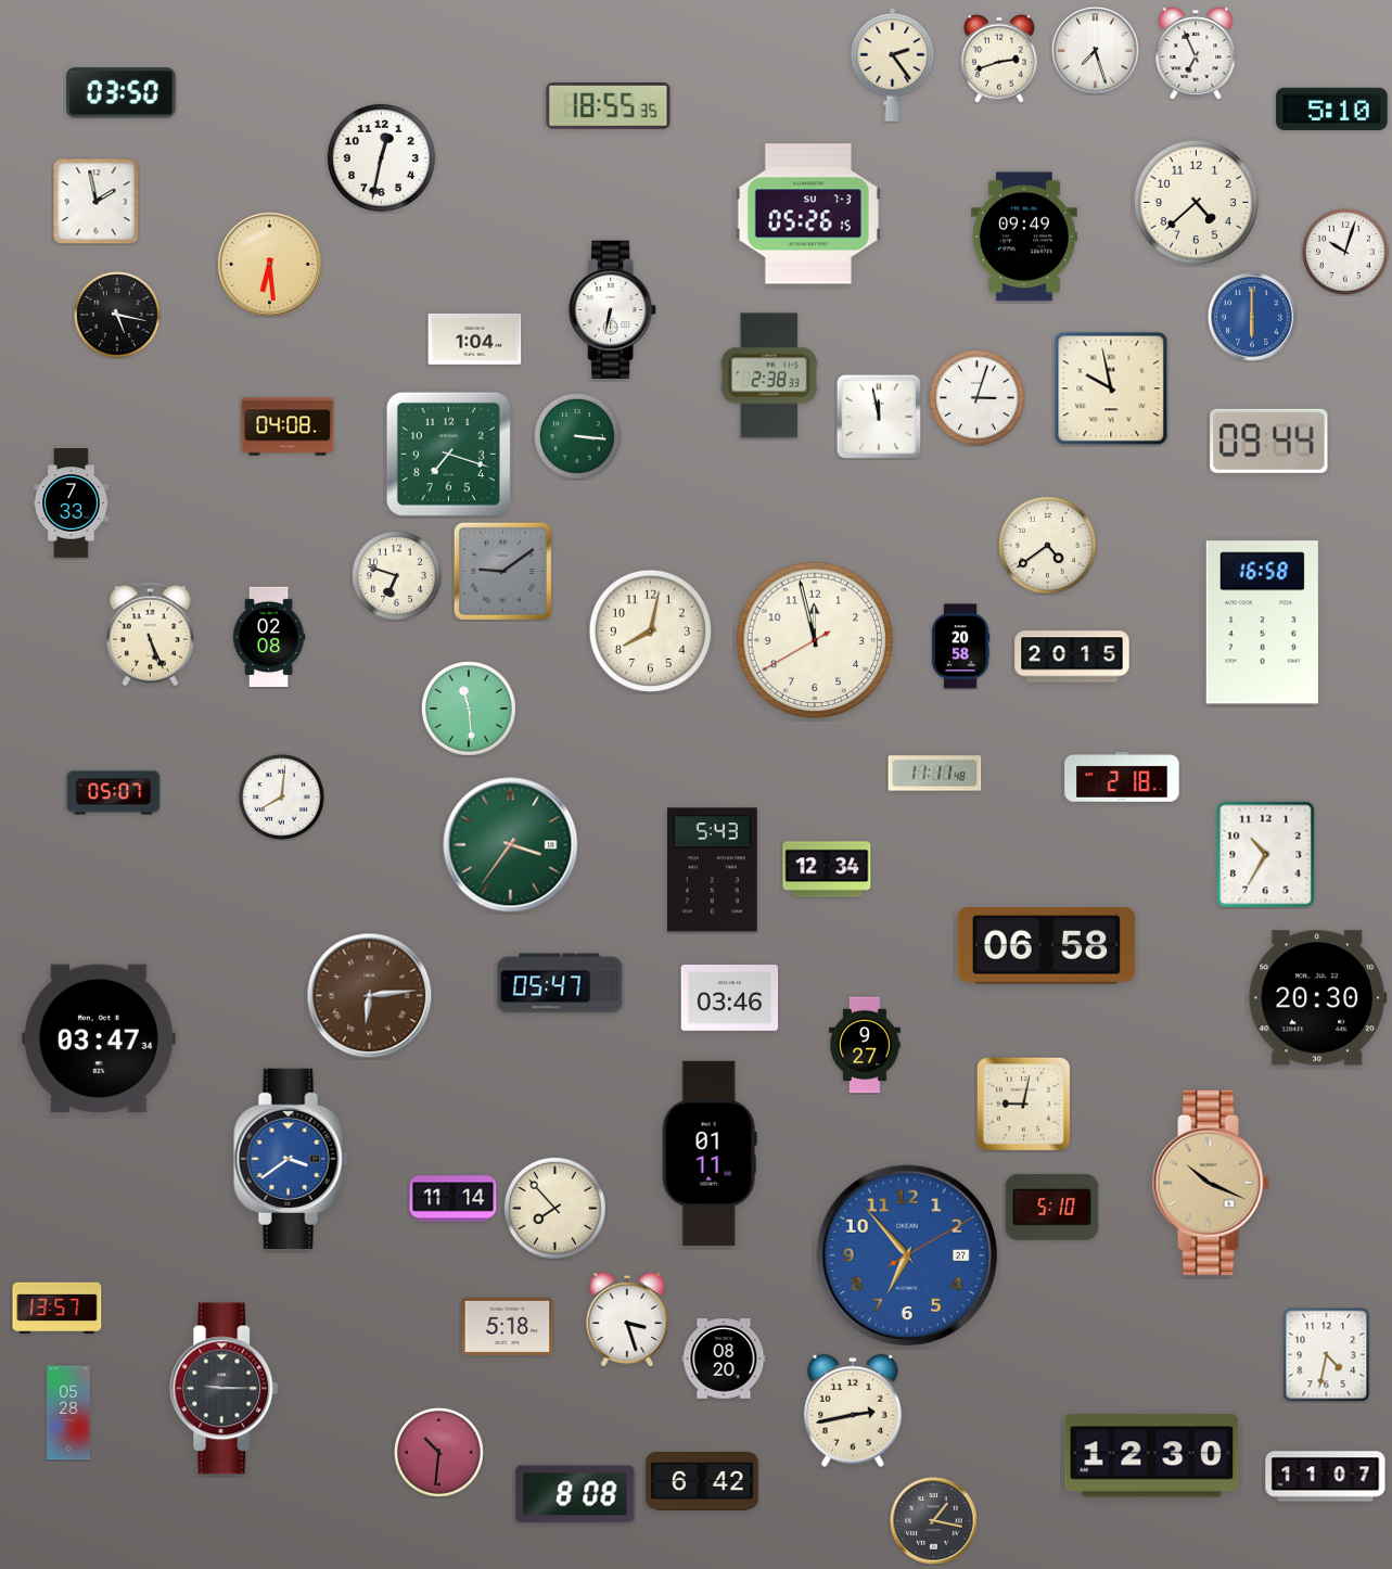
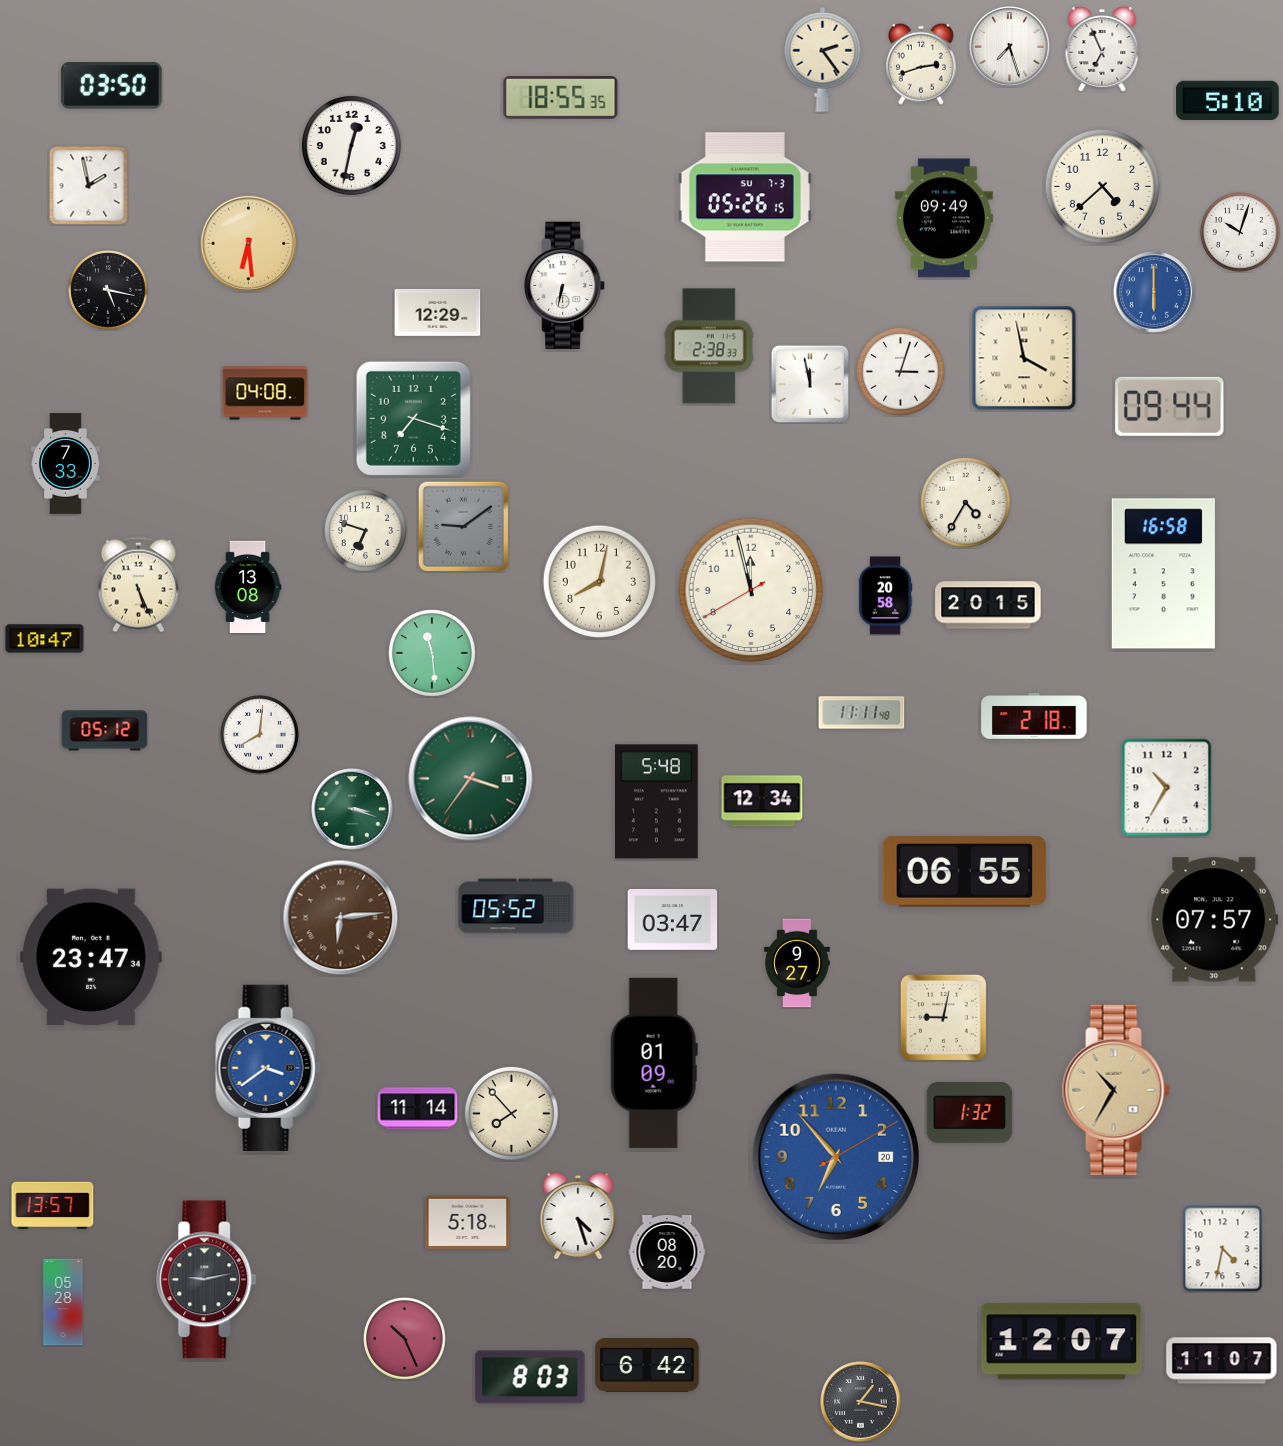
clock at (999, 59) position: (999, 59) -> (921, 64)
clock at (475, 339): 1:04 -> 12:29
clock at (1111, 388): 9:58 -> 3:58
clock at (976, 397) position: (976, 397) -> (900, 371)
clock at (577, 436): 3:16 -> none
clock at (1047, 545): 4:39 -> 4:35
clock at (269, 637): 02:08 -> 13:08
clock at (45, 639): none -> 10:47
clock at (114, 793): 05:07 -> 05:12
clock at (713, 870): 5:43 -> 5:48
clock at (352, 809): none -> 3:18
clock at (1047, 946): 06:58 -> 06:55
clock at (560, 983): 05:47 -> 05:52
clock at (730, 998): 03:46 -> 03:47
clock at (1318, 998): 20:30 -> 07:57
clock at (99, 1038): 03:47 -> 23:47
clock at (710, 1153): 01:11 -> 01:09
clock at (1211, 1183): 10:19 -> 10:35
clock at (454, 1199) position: (454, 1199) -> (418, 1109)
clock at (1052, 1207): 5:10 -> 1:32
clock at (907, 1255) date: 27 -> 20
clock at (627, 1319): 3:27 -> 4:27
clock at (225, 1389): 9:15 -> 9:13
clock at (853, 1411): 2:43 -> none
clock at (439, 1453): 10:31 -> 10:26
clock at (1152, 1456): 12:30 -> 12:07
clock at (575, 1494): 8:08 -> 8:03
